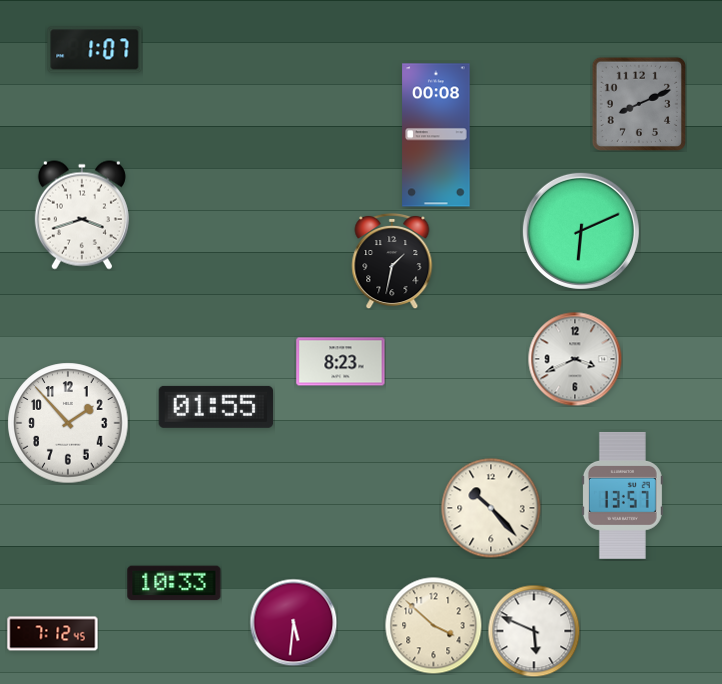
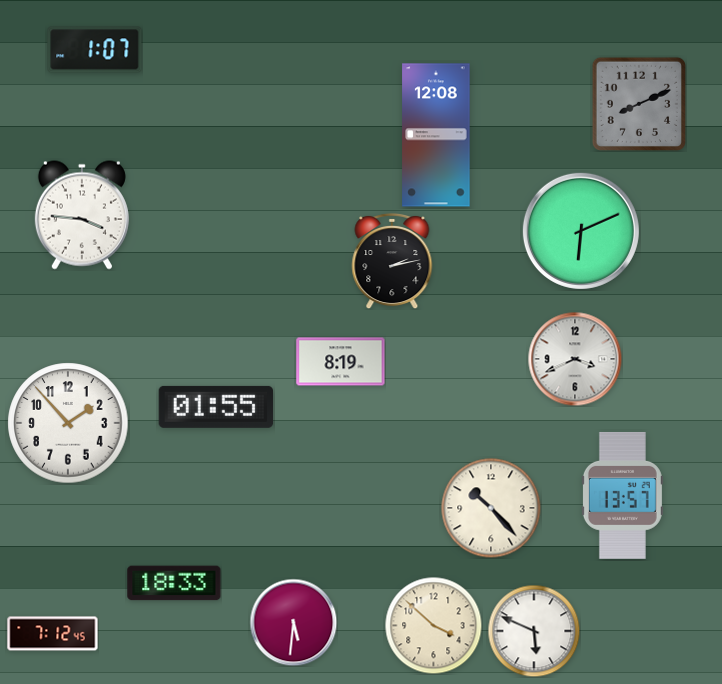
clock at (436, 135): 00:08 -> 12:08
clock at (82, 215): 3:42 -> 3:46
clock at (392, 261): 1:32 -> 2:13
clock at (341, 362): 8:23 -> 8:19
clock at (174, 583): 10:33 -> 18:33
